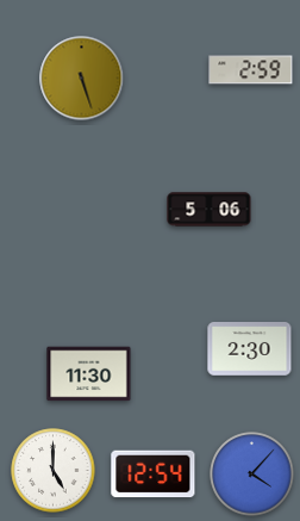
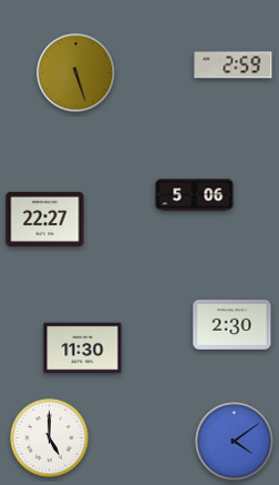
clock at (45, 219): none -> 22:27
clock at (154, 475): 12:54 -> none
clock at (252, 475): 4:07 -> 4:09
